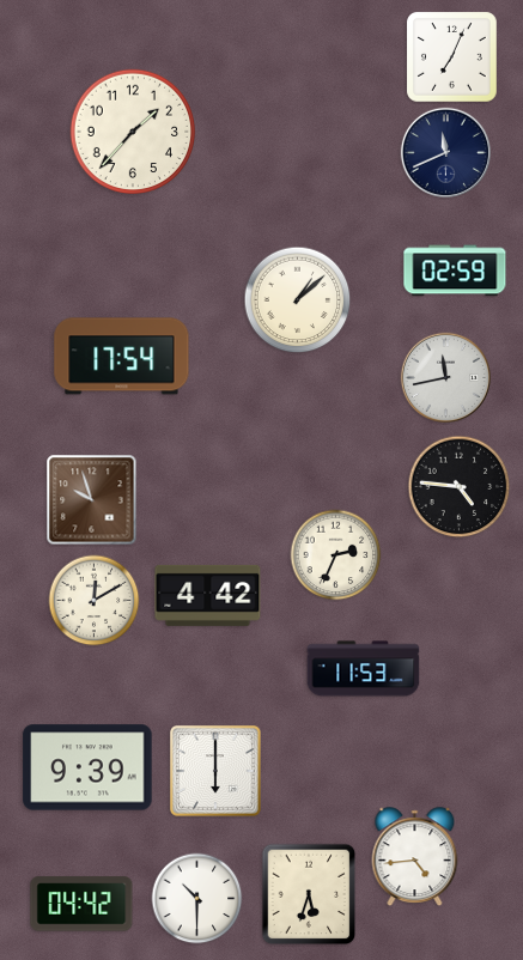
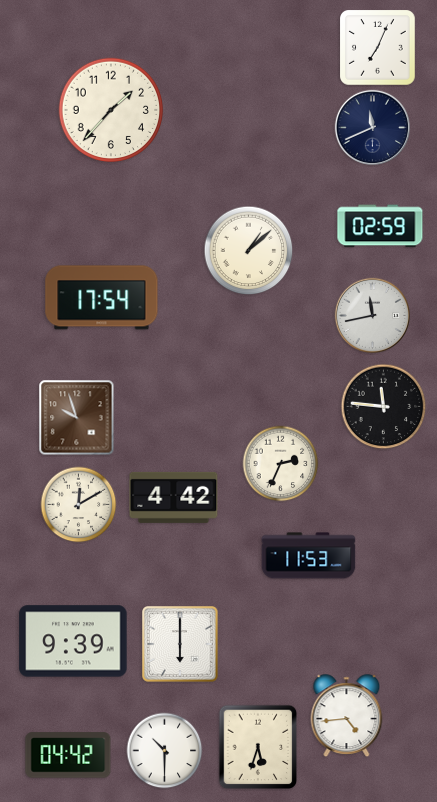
clock at (460, 487): 4:46 -> 11:46
clock at (95, 601) position: (95, 601) -> (79, 505)
clock at (364, 669) position: (364, 669) -> (309, 556)
